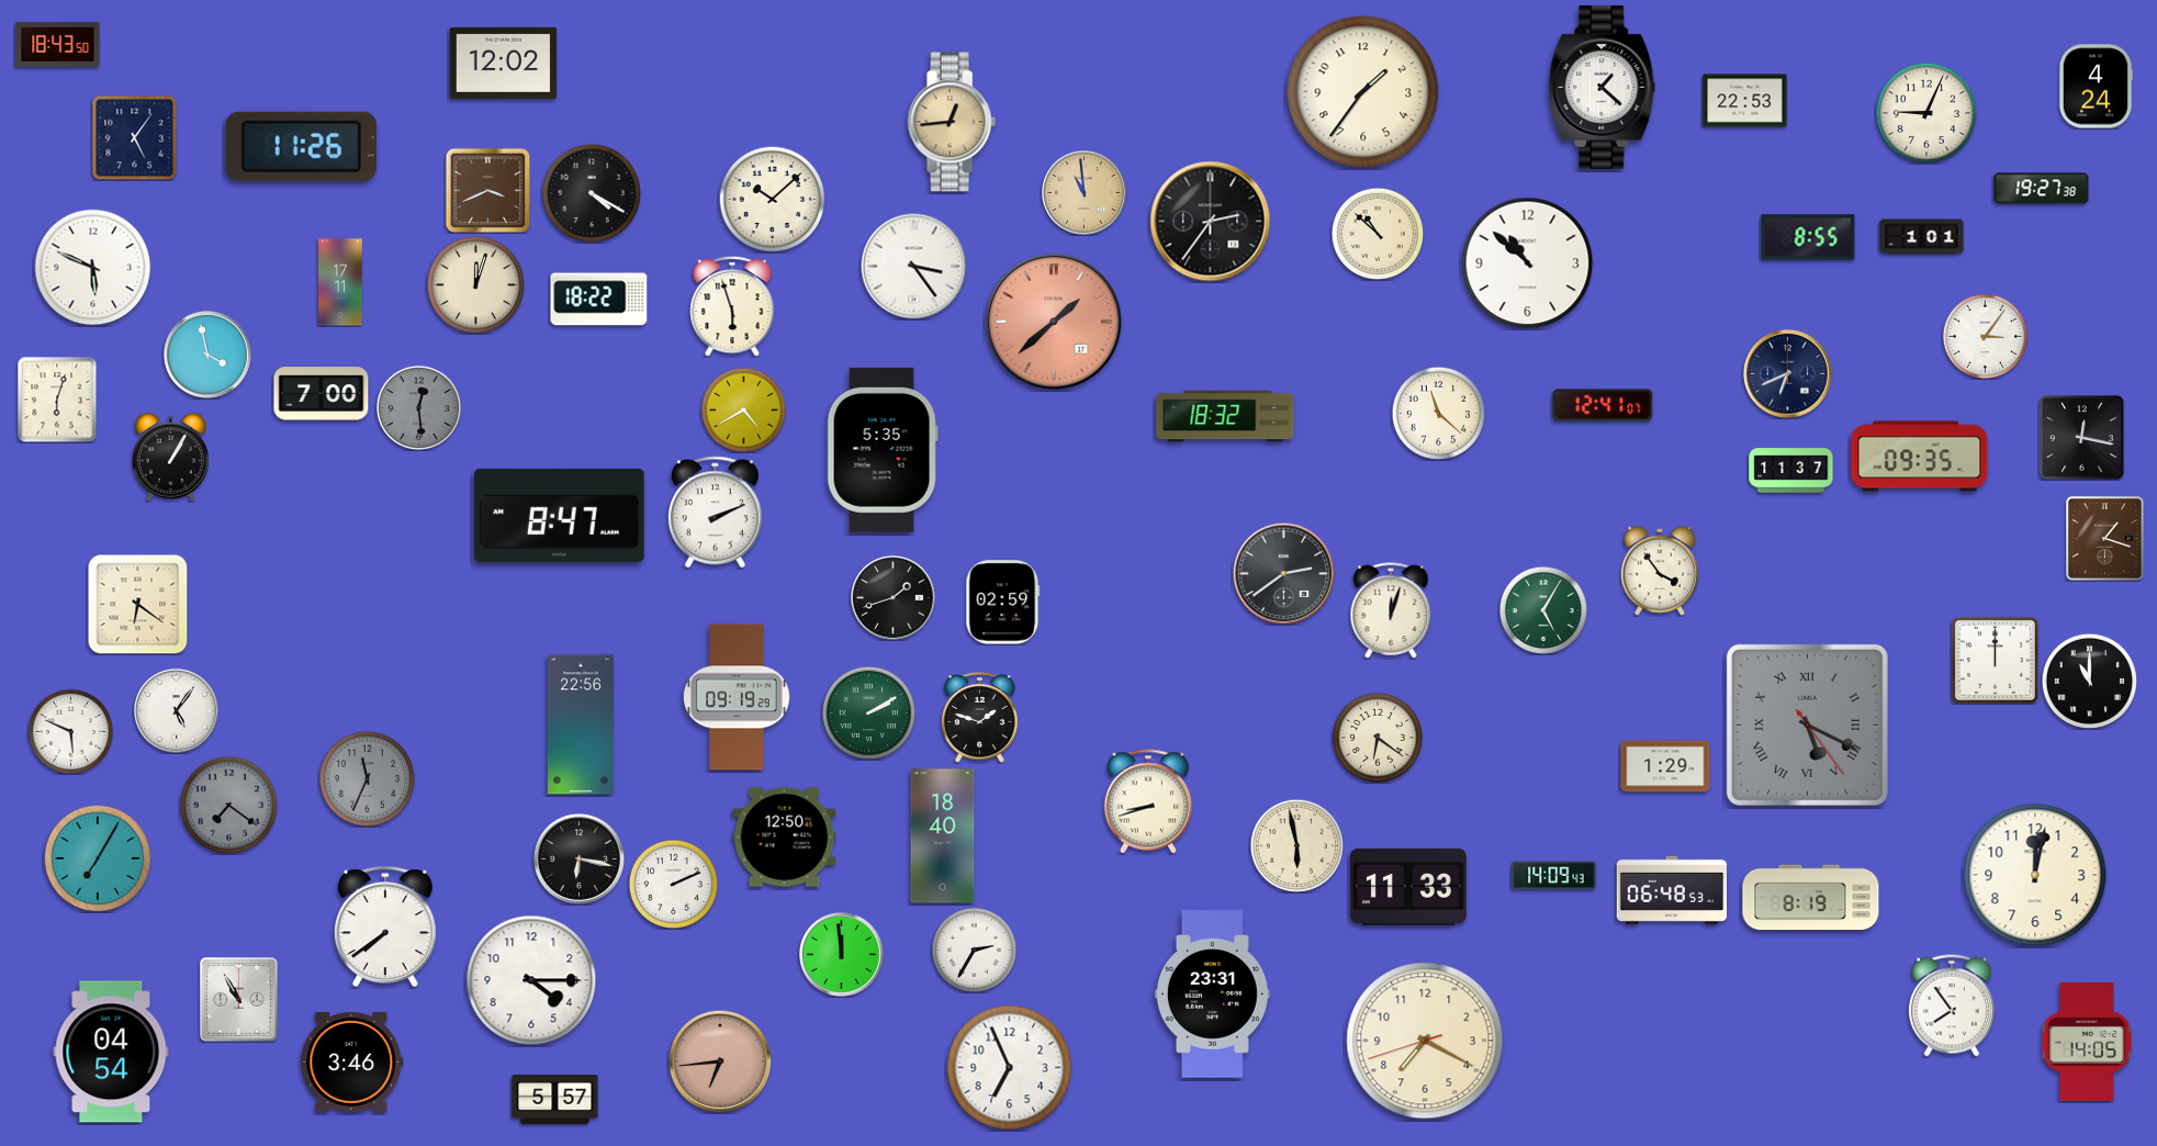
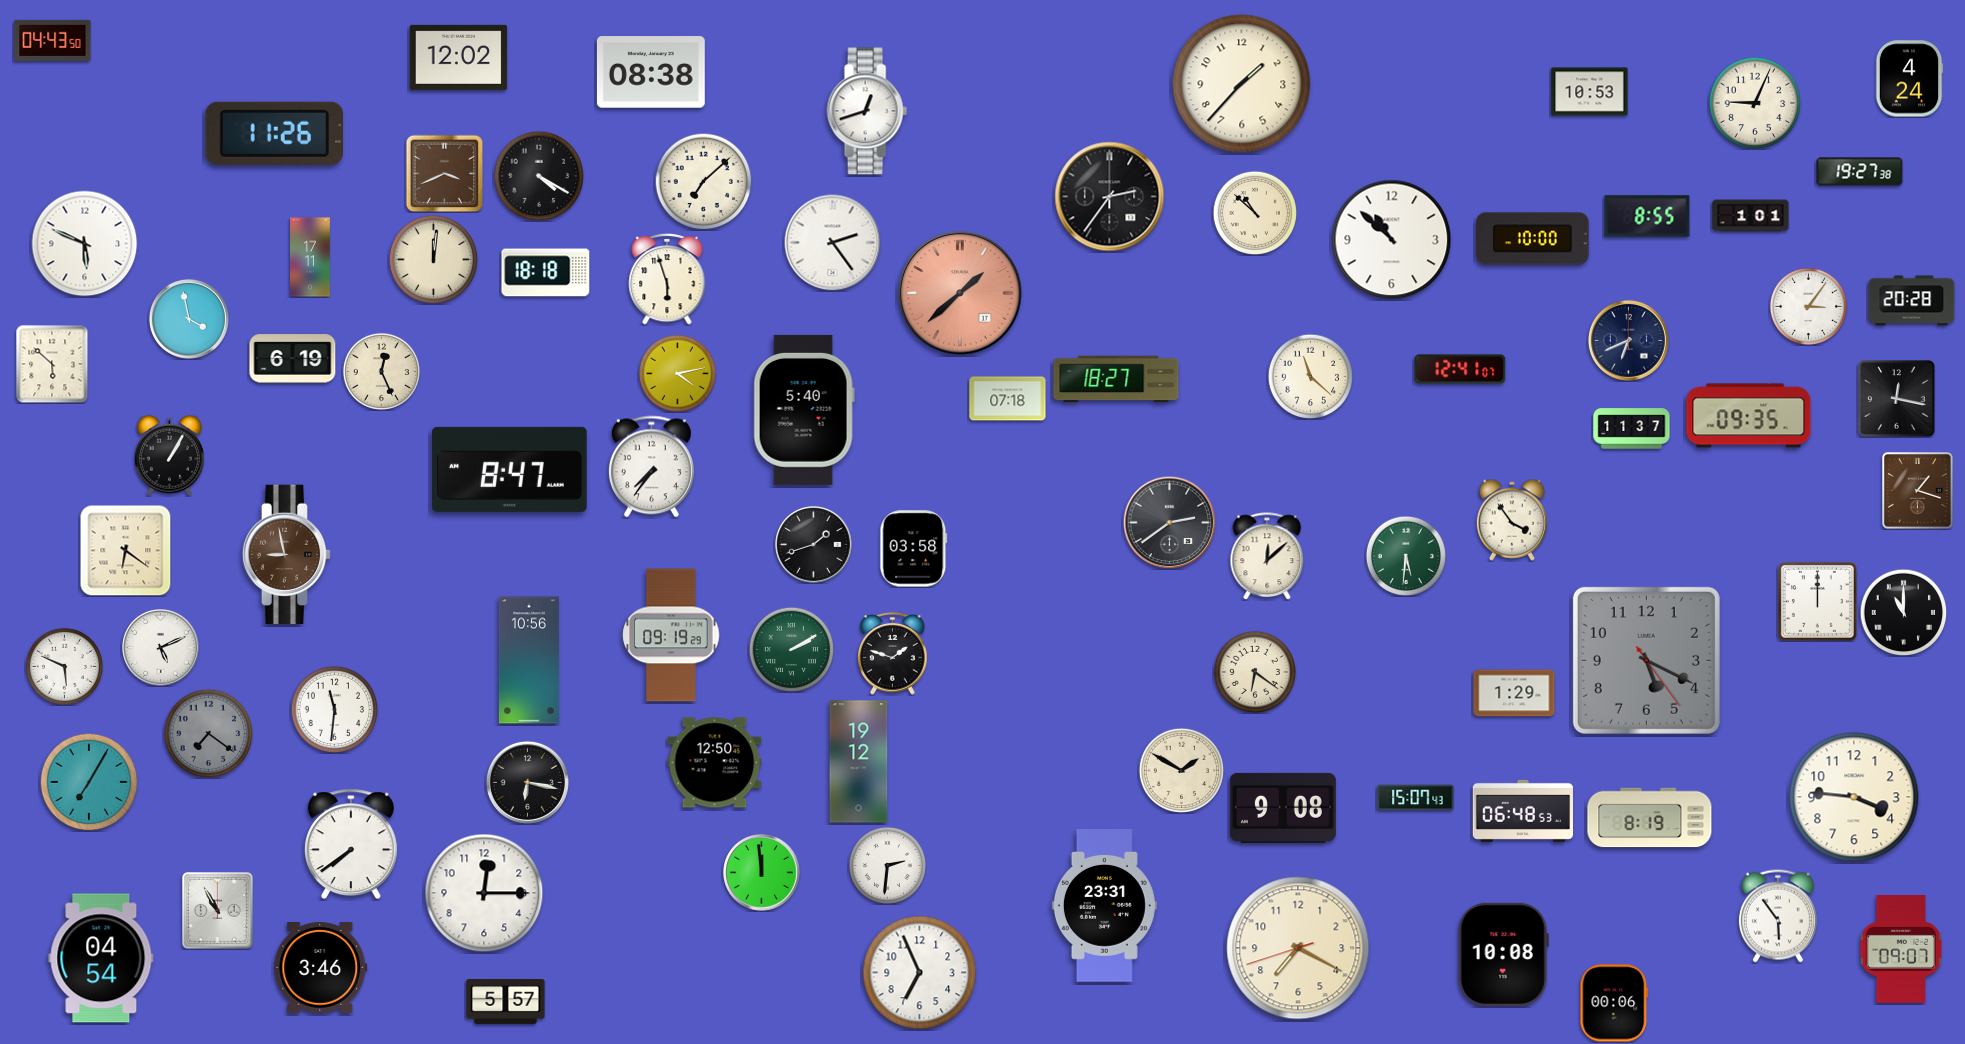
clock at (58, 44): 18:43 -> 04:43
clock at (651, 72): none -> 08:38
clock at (1603, 87): 1:22 -> none
clock at (1363, 92): 1:36 -> 1:37
clock at (1745, 101): 22:53 -> 10:53
clock at (952, 122): 12:44 -> 12:42
clock at (952, 122) dial: champagne -> white
clock at (134, 137): 5:06 -> none
clock at (1085, 193): 10:59 -> none
clock at (772, 199): 10:08 -> 7:08
clock at (1211, 222) position: (1211, 222) -> (1110, 197)
clock at (1533, 239): none -> 10:00
clock at (914, 267): 3:24 -> 2:24
clock at (475, 284): 12:03 -> 12:01
clock at (599, 300): 18:22 -> 18:18
clock at (1912, 301): none -> 20:28
clock at (207, 355) position: (207, 355) -> (189, 319)
clock at (322, 394): 7:00 -> 6:19
clock at (57, 400): 6:03 -> 5:52
clock at (418, 407): 12:29 -> 12:26
clock at (418, 407) dial: grey -> cream
clock at (743, 409): 4:40 -> 4:13
clock at (1225, 416): 18:32 -> 18:27
clock at (1008, 399): none -> 07:18
clock at (883, 450): 5:35 -> 5:40
clock at (170, 457) position: (170, 457) -> (169, 455)
clock at (715, 513): 2:11 -> 7:36
clock at (1003, 603): 02:59 -> 03:58
clock at (287, 555): none -> 8:58
clock at (1542, 609): 5:05 -> 5:31
clock at (1391, 610): 12:03 -> 12:08
clock at (2089, 681) position: (2089, 681) -> (1903, 612)
clock at (177, 711): 5:06 -> 5:11
clock at (581, 724): 22:56 -> 10:56
clock at (1807, 724) numerals: Roman -> Arabic
clock at (1665, 766) position: (1665, 766) -> (1514, 693)
clock at (367, 778): 11:34 -> 11:31
clock at (367, 778) dial: grey -> white
clock at (1147, 801): 8:42 -> none
clock at (943, 836): 18:40 -> 19:12
clock at (1296, 845): 5:58 -> 1:50
clock at (2035, 875): 12:02 -> 3:46
clock at (1554, 876): 14:09 -> 15:07
clock at (673, 884): 2:11 -> none
clock at (1408, 887): 11:33 -> 9:08
clock at (974, 950): 2:35 -> 2:31
clock at (842, 955) position: (842, 955) -> (762, 873)
clock at (531, 980): 4:15 -> 12:15
clock at (1952, 1005): 7:54 -> 5:54
clock at (2086, 1042): 14:05 -> 09:07
clock at (1503, 954): none -> 10:08
clock at (720, 1061): 6:44 -> none
clock at (1614, 1003): none -> 00:06
